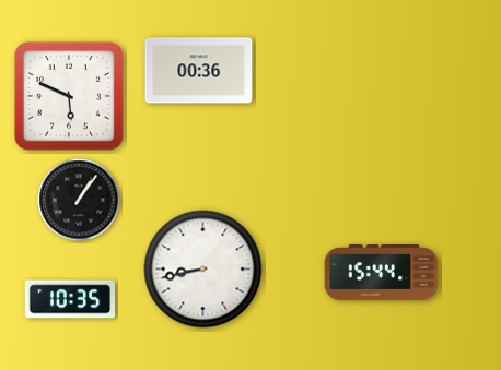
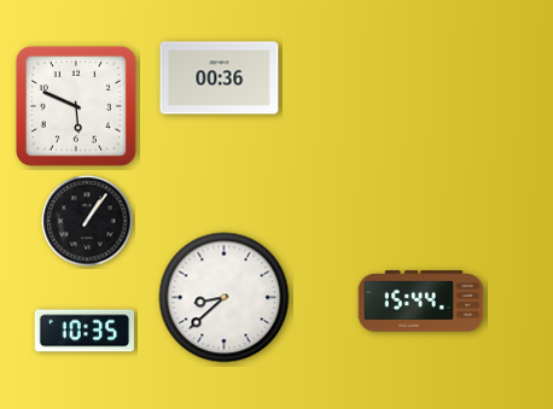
clock at (203, 270): 8:43 -> 8:38
clock at (69, 299) position: (69, 299) -> (83, 331)
